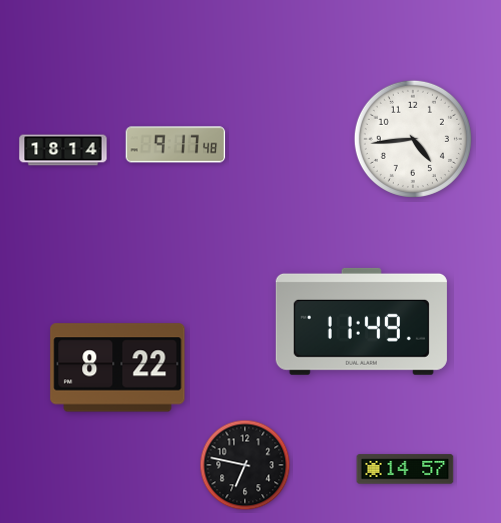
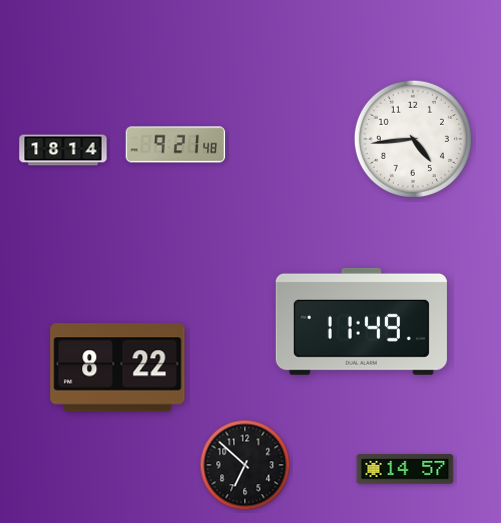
clock at (176, 145): 9:17 -> 9:21
clock at (245, 465): 6:47 -> 6:52
